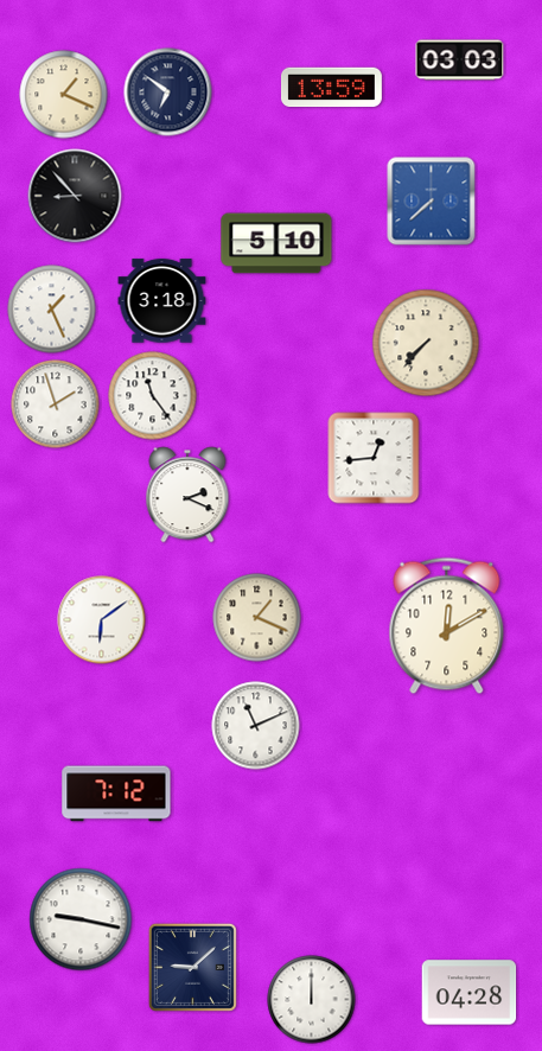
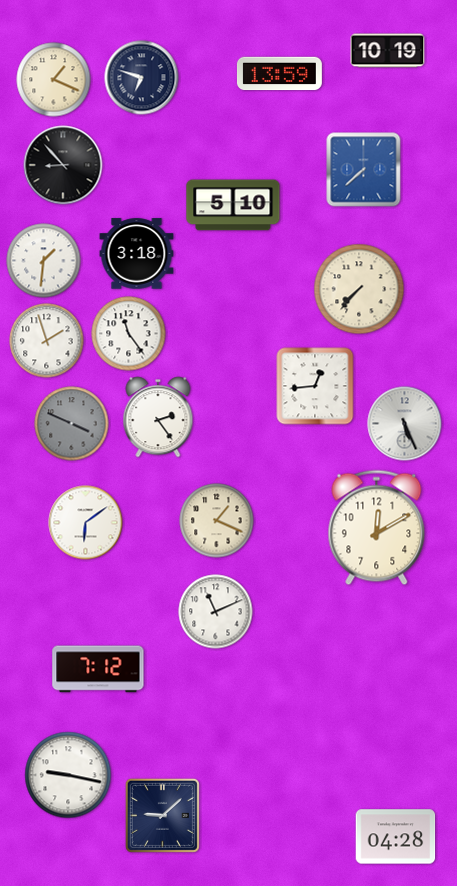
clock at (460, 60): 03:03 -> 10:19
clock at (168, 93): 6:51 -> 6:48
clock at (52, 310): 1:26 -> 1:31
clock at (187, 495): 2:19 -> 2:24
clock at (72, 424): none -> 3:49
clock at (405, 424): none -> 5:26
clock at (312, 1000): 12:00 -> none
